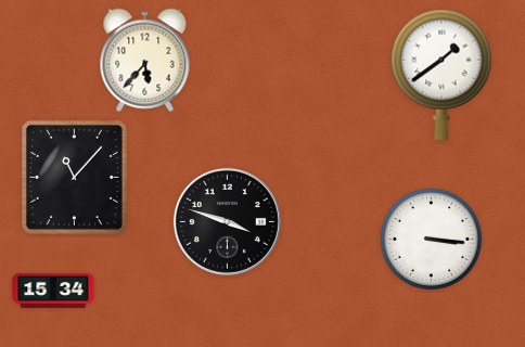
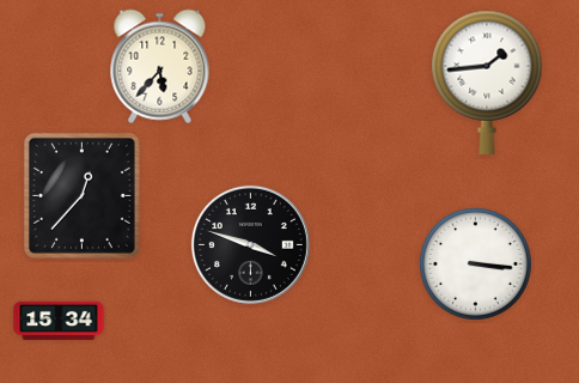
clock at (441, 75): 1:39 -> 1:44
clock at (74, 177): 11:07 -> 12:37
